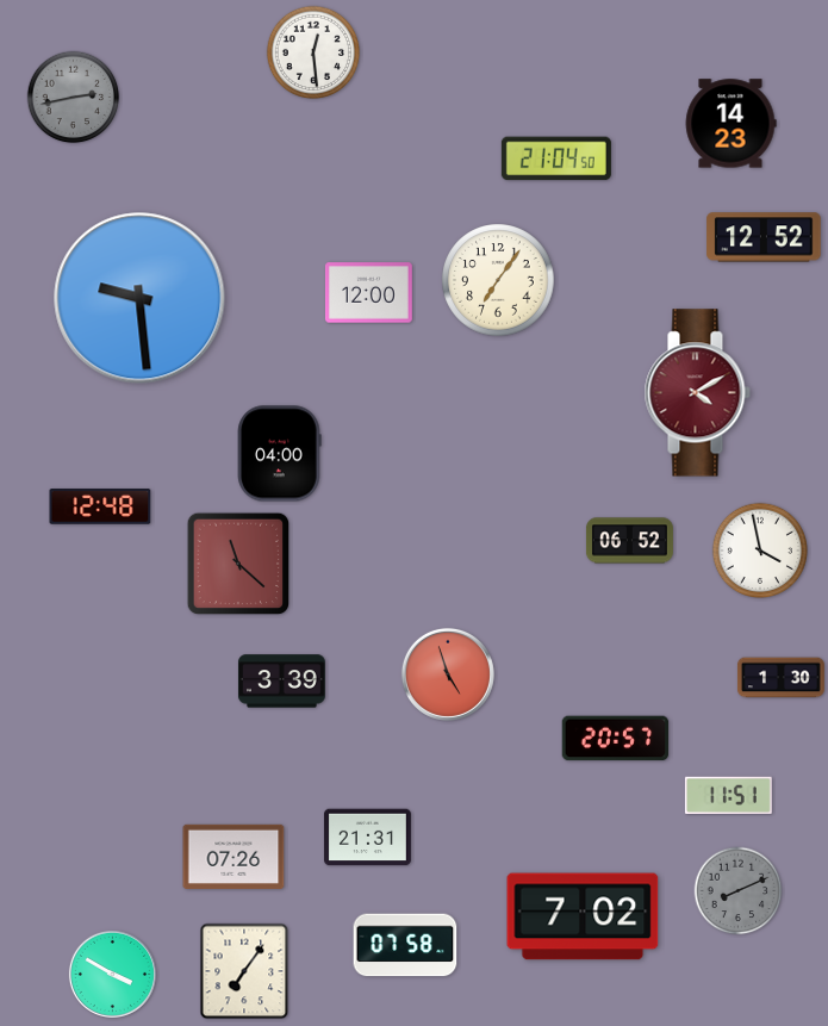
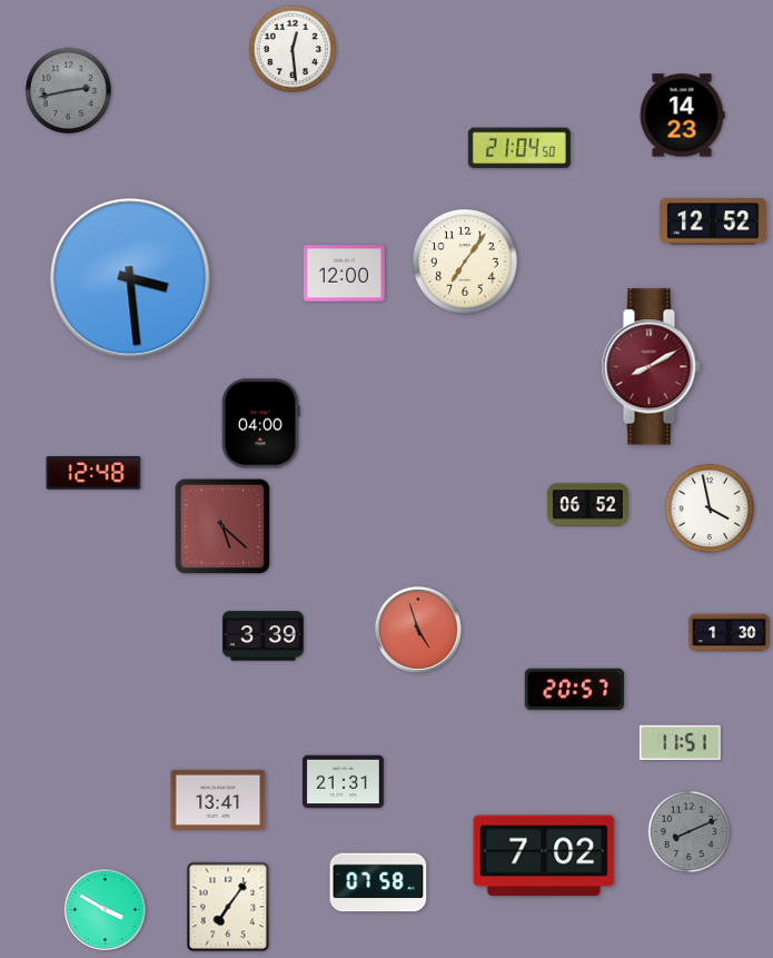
clock at (139, 298): 9:29 -> 3:29
clock at (697, 393): 4:10 -> 8:10
clock at (759, 549) position: (759, 549) -> (708, 507)
clock at (238, 564): 11:22 -> 5:22
clock at (234, 857): 07:26 -> 13:41
